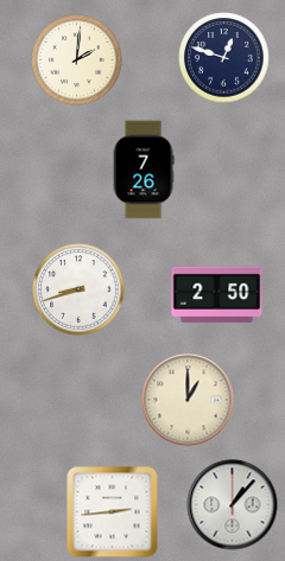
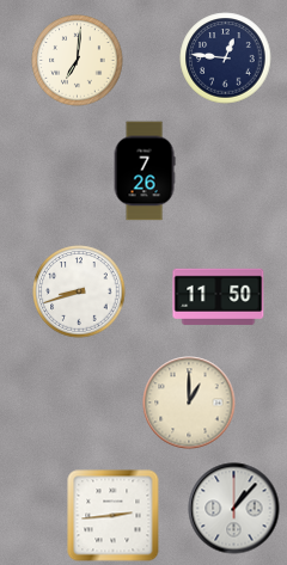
clock at (224, 58): 12:48 -> 12:46
clock at (77, 60): 2:01 -> 7:01
clock at (217, 294): 2:50 -> 11:50
